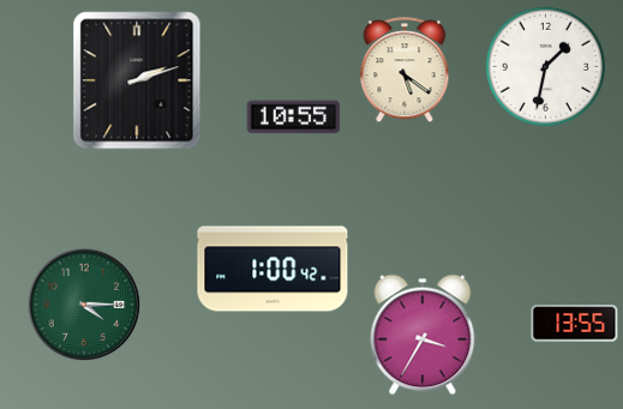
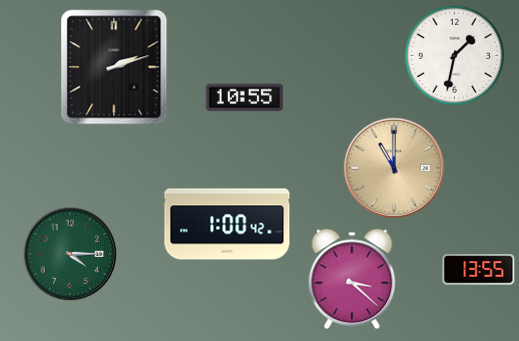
clock at (405, 71): 5:21 -> none
clock at (394, 168): none -> 11:00
clock at (423, 335): 3:35 -> 3:22
